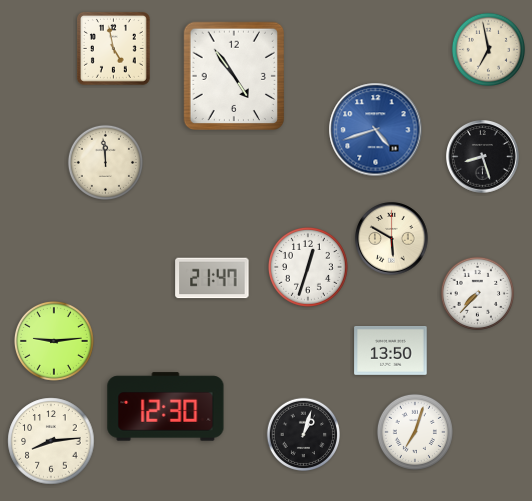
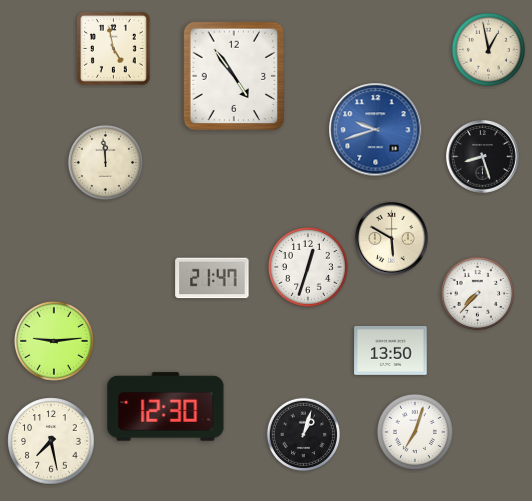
clock at (488, 49): 6:58 -> 12:58
clock at (376, 130): 4:42 -> 9:42
clock at (51, 441): 8:14 -> 7:28
